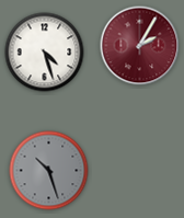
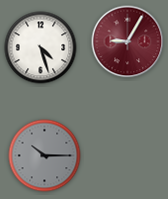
clock at (140, 46): 2:05 -> 9:05
clock at (49, 171): 10:27 -> 10:15
